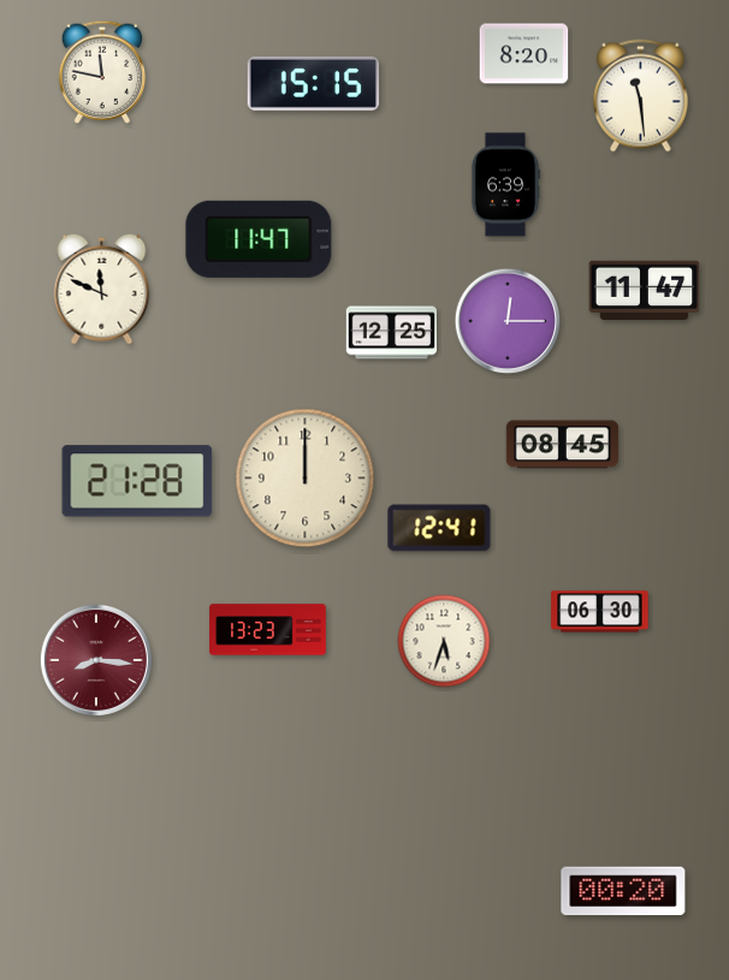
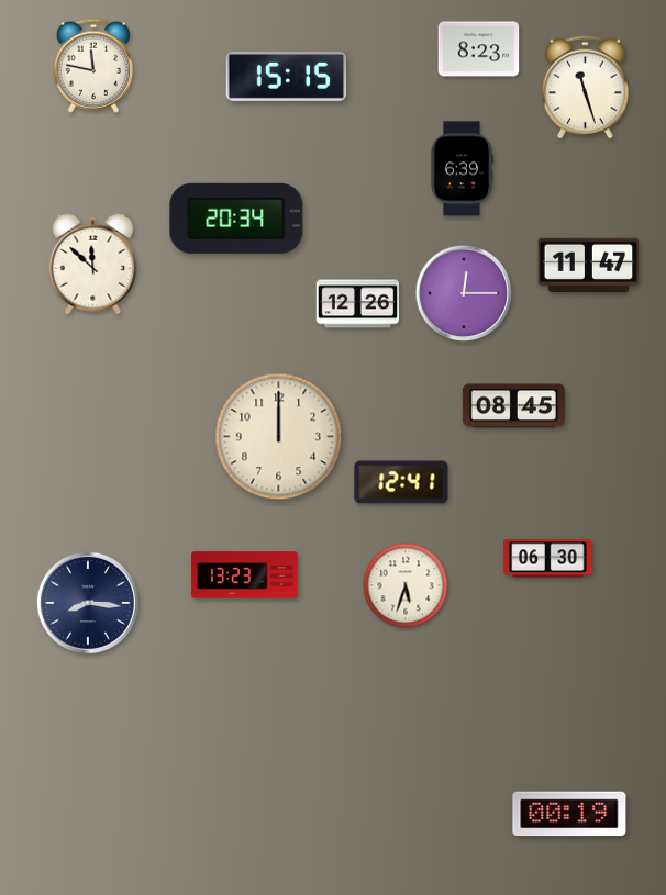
clock at (524, 54): 8:20 -> 8:23
clock at (641, 96): 11:29 -> 11:27
clock at (259, 239): 11:47 -> 20:34
clock at (102, 289): 11:49 -> 11:52
clock at (392, 333): 12:25 -> 12:26
clock at (137, 481): 21:28 -> none
clock at (96, 660) dial: burgundy -> navy
clock at (623, 891): 00:20 -> 00:19
